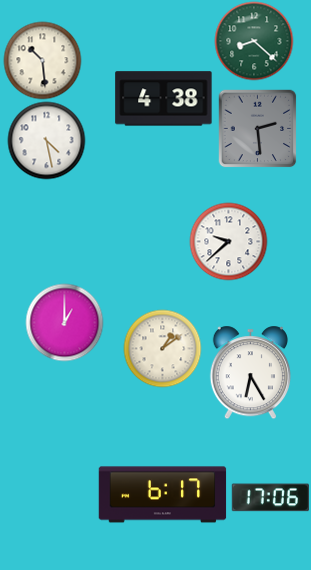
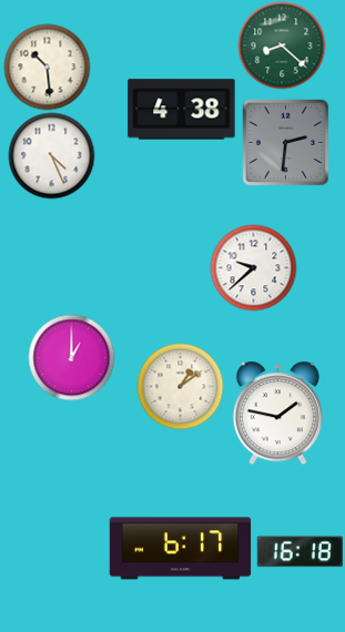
clock at (257, 128): 2:29 -> 2:31
clock at (46, 140): 4:28 -> 4:26
clock at (250, 372): 6:25 -> 1:47
clock at (270, 498): 17:06 -> 16:18
